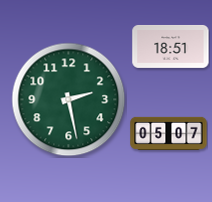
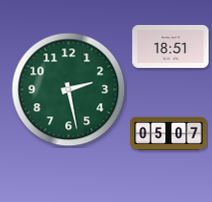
clock at (69, 100) position: (69, 100) -> (69, 90)
